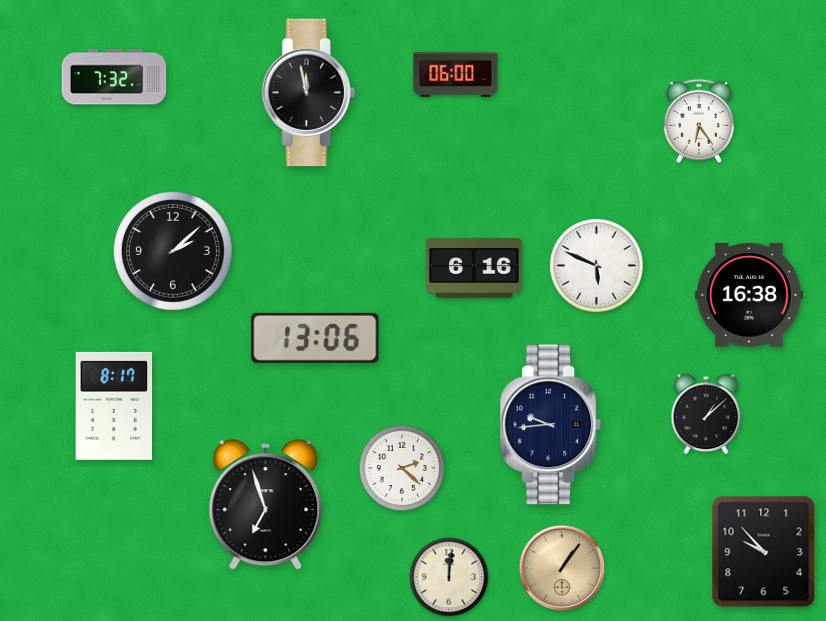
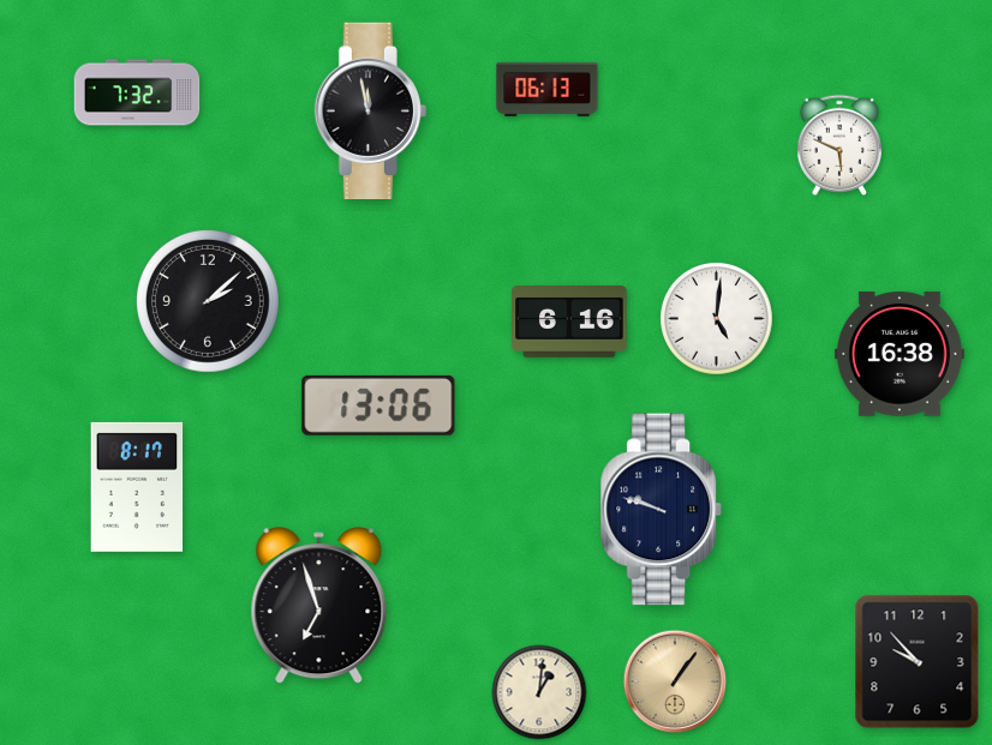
clock at (456, 74): 06:00 -> 06:13
clock at (699, 121): 6:24 -> 5:49
clock at (597, 266): 5:49 -> 5:01
clock at (706, 414): 1:08 -> none
clock at (551, 425): 9:44 -> 9:48
clock at (402, 468): 2:22 -> none
clock at (449, 577): 12:01 -> 1:01
